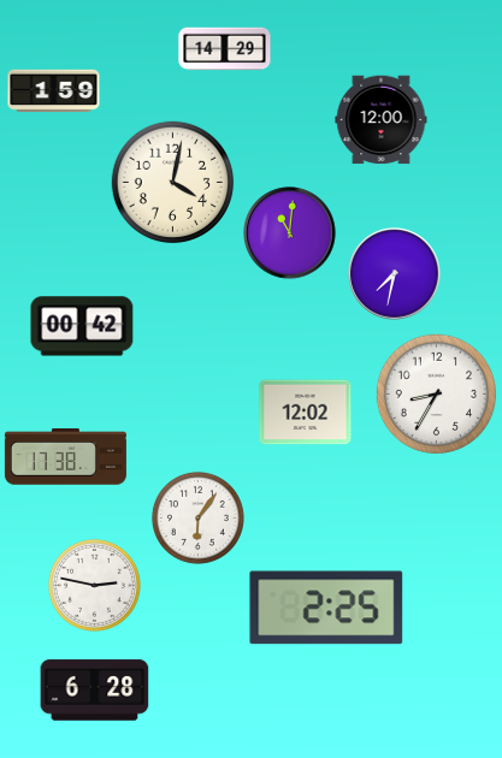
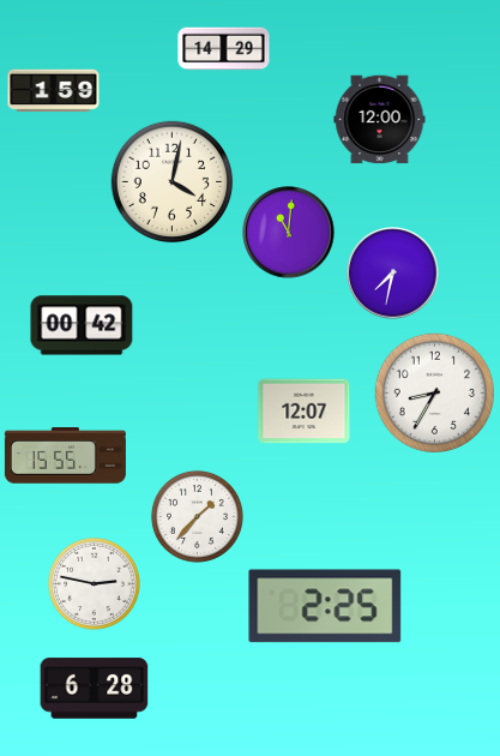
clock at (306, 413): 12:02 -> 12:07
clock at (65, 457): 17:38 -> 15:55
clock at (197, 517): 6:06 -> 1:37
